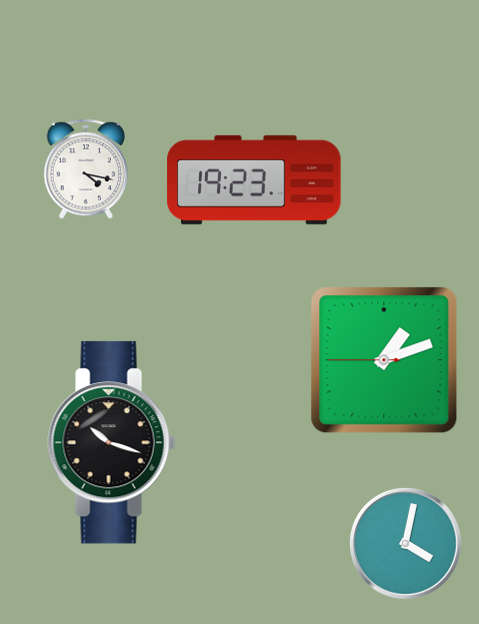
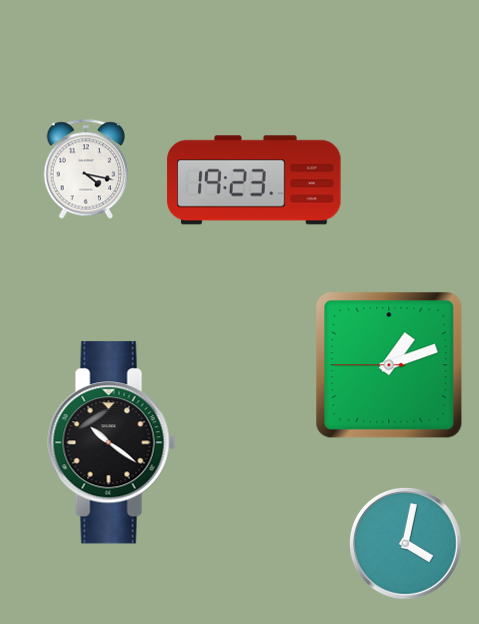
clock at (384, 360) position: (384, 360) -> (389, 365)
clock at (112, 443): 10:18 -> 10:21
